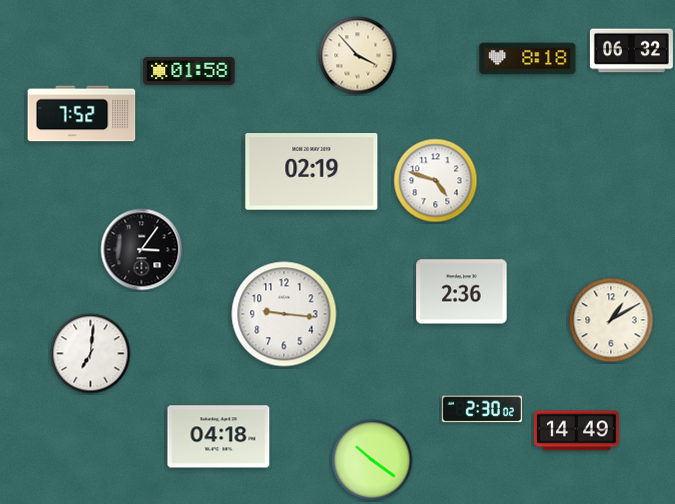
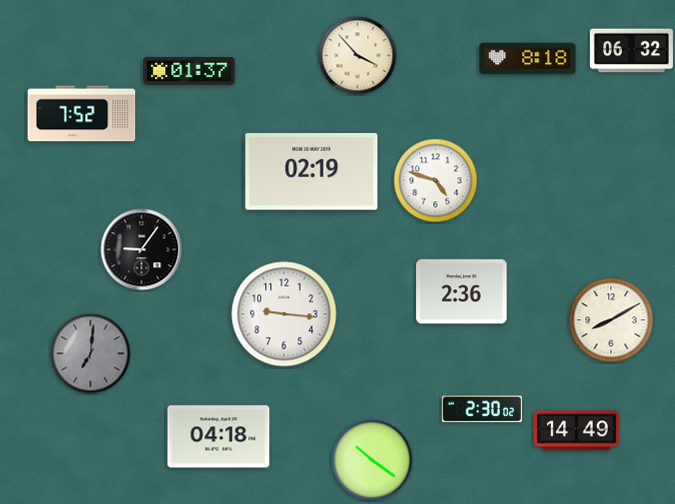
clock at (189, 71): 01:58 -> 01:37
clock at (142, 250): 3:06 -> 9:06
clock at (611, 320): 1:10 -> 8:10
clock at (91, 354) dial: white -> grey
